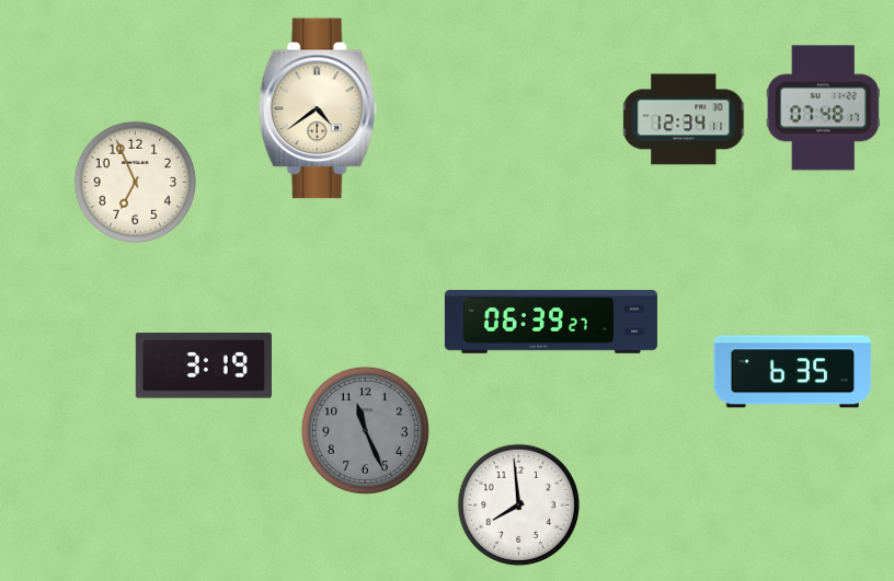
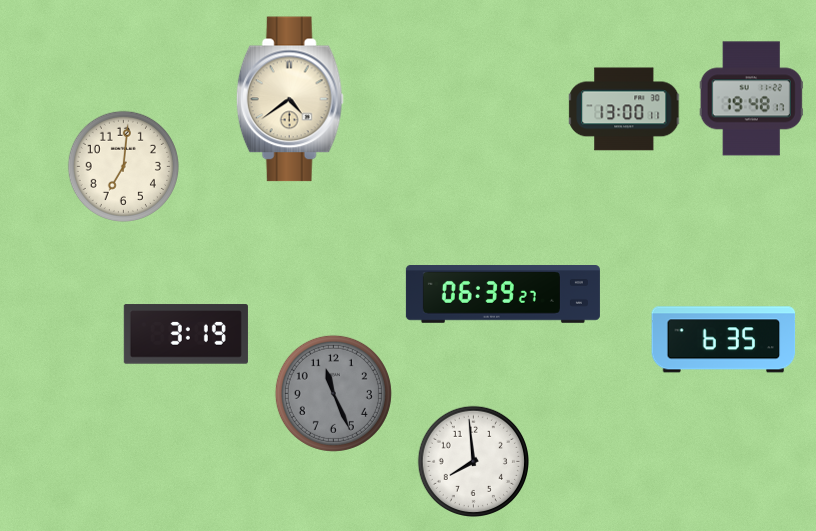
clock at (823, 108): 07:48 -> 19:48
clock at (685, 119): 12:34 -> 13:00
clock at (135, 182): 6:56 -> 7:01
